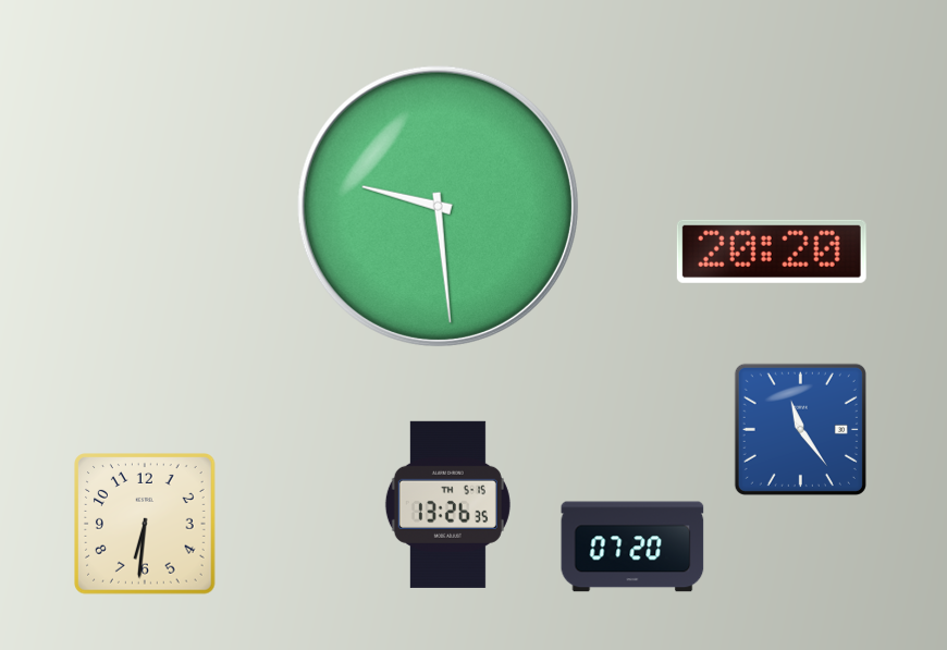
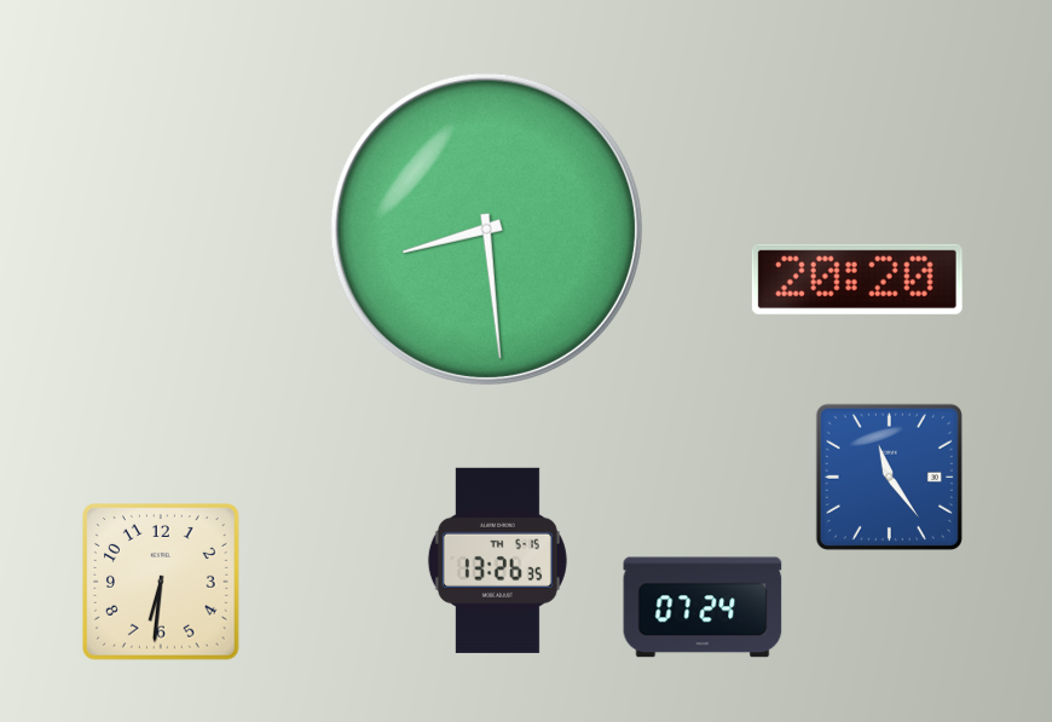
clock at (438, 206): 9:29 -> 8:29
clock at (632, 547): 07:20 -> 07:24
